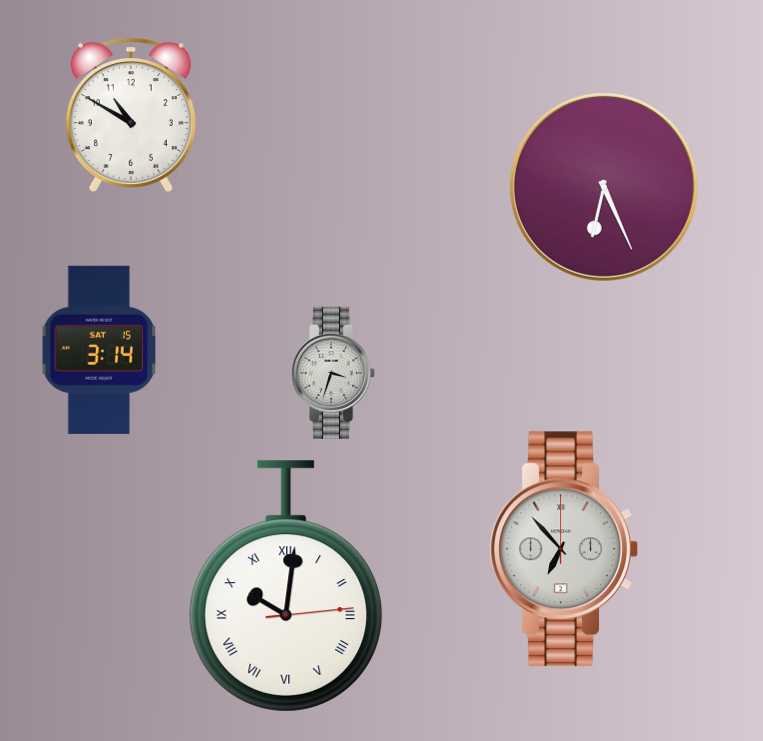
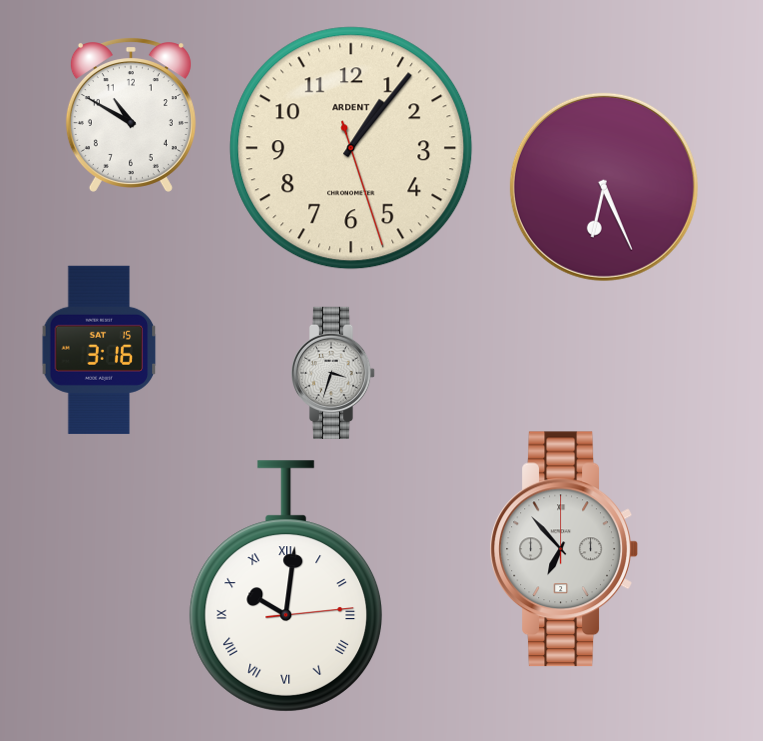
clock at (351, 148): none -> 1:06
clock at (99, 350): 3:14 -> 3:16
